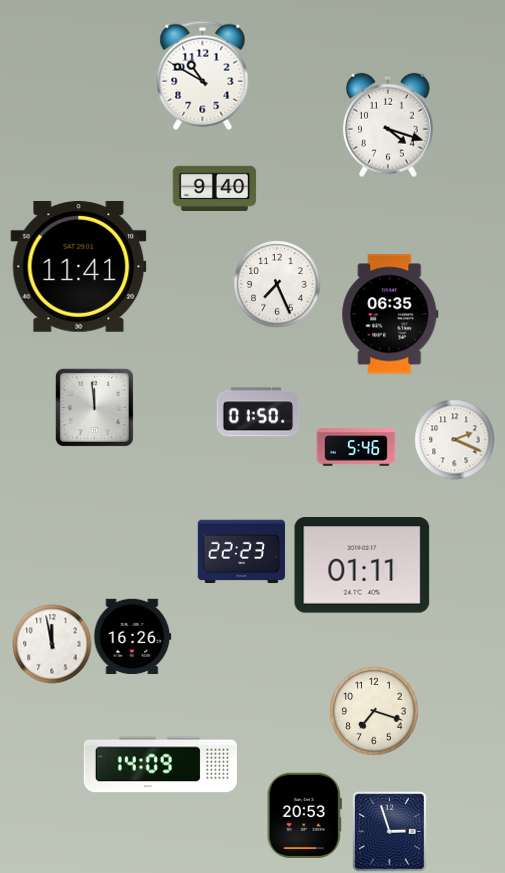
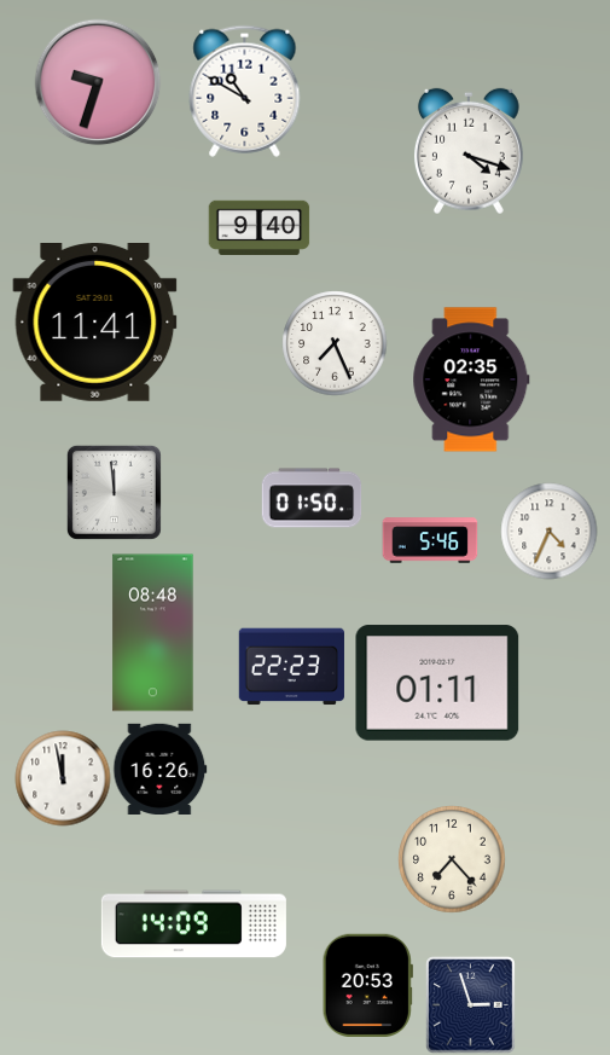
clock at (98, 82): none -> 9:33
clock at (390, 314): 06:35 -> 02:35
clock at (454, 439): 2:19 -> 4:34
clock at (153, 633): none -> 08:48
clock at (374, 711): 7:18 -> 7:23
